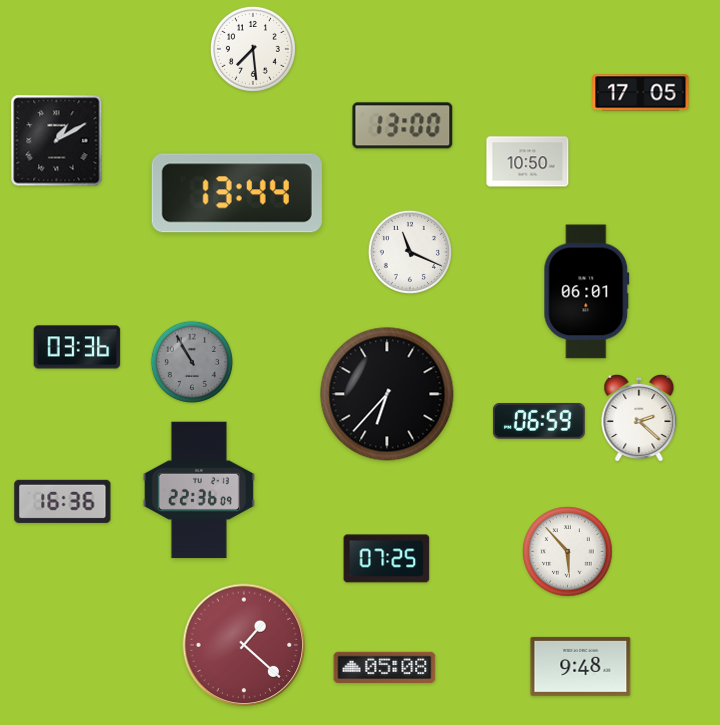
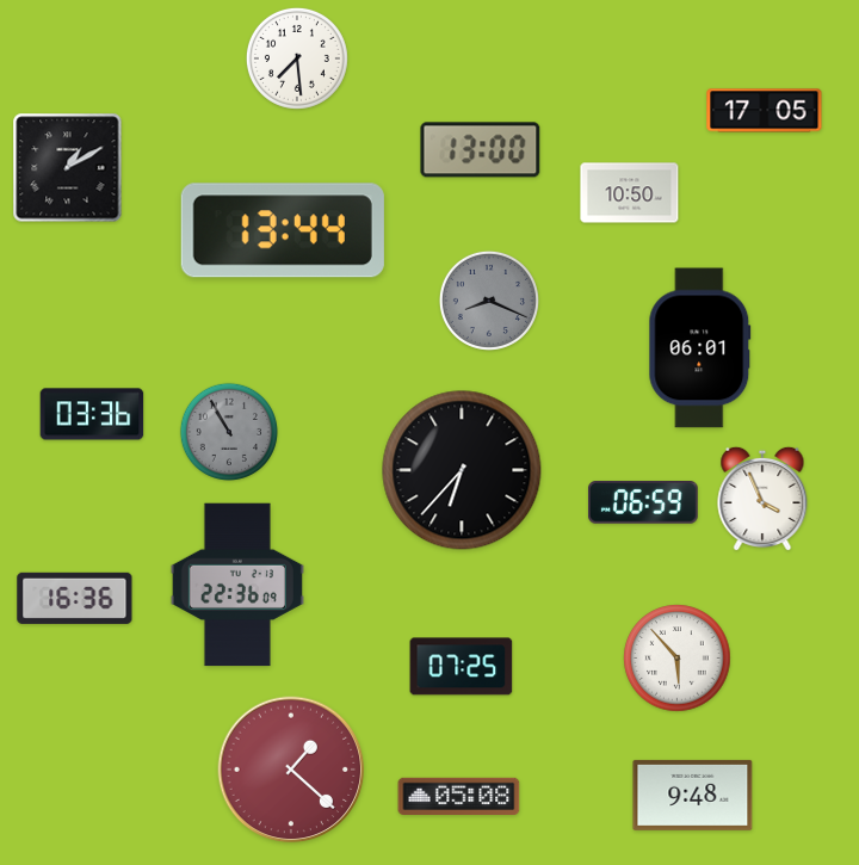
clock at (253, 49) position: (253, 49) -> (297, 58)
clock at (410, 252): 11:19 -> 8:19
clock at (410, 252) dial: white -> grey
clock at (639, 418): 2:22 -> 3:56
